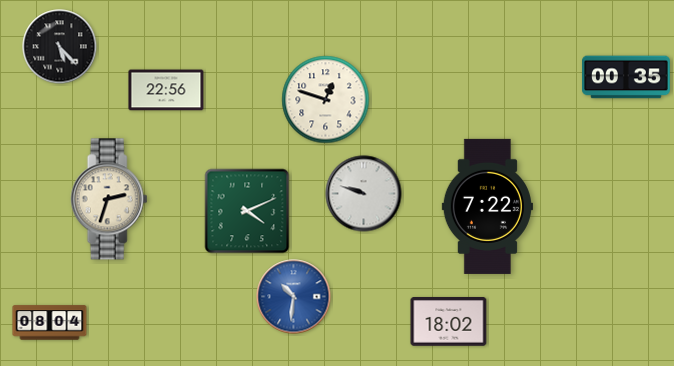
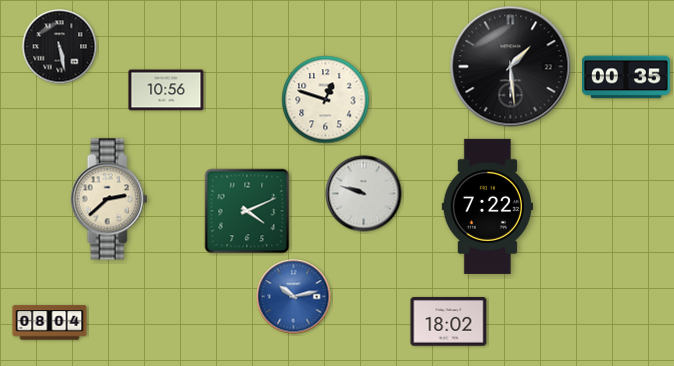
clock at (60, 47): 5:23 -> 5:28
clock at (511, 67): none -> 1:29
clock at (166, 90): 22:56 -> 10:56
clock at (109, 199): 2:33 -> 2:38
clock at (294, 297): 10:31 -> 10:13
